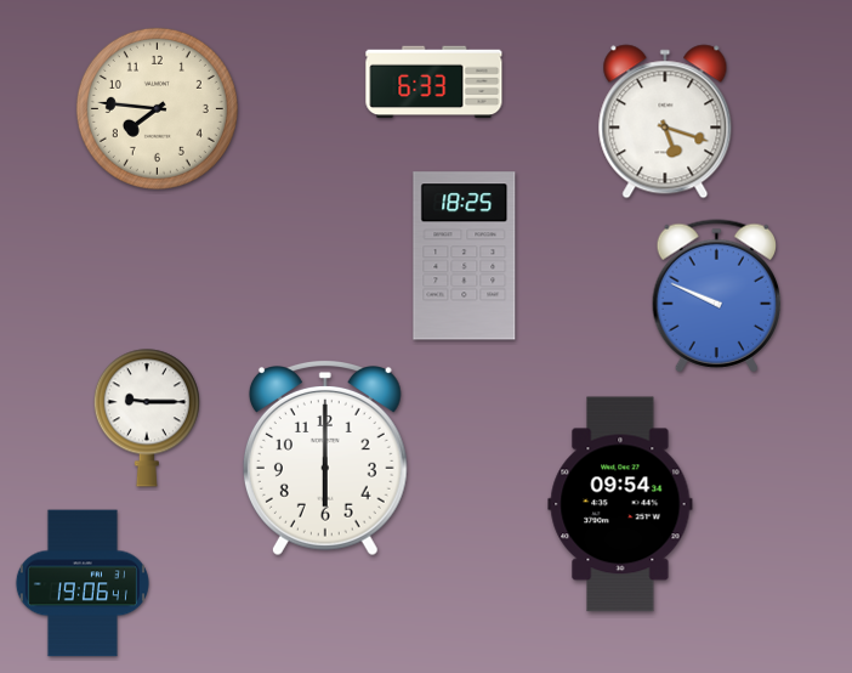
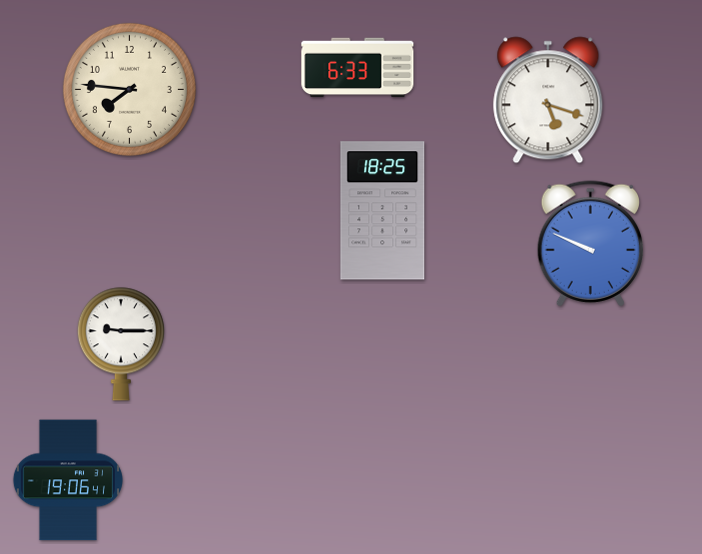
clock at (325, 459): 6:00 -> none
clock at (620, 504): 09:54 -> none
